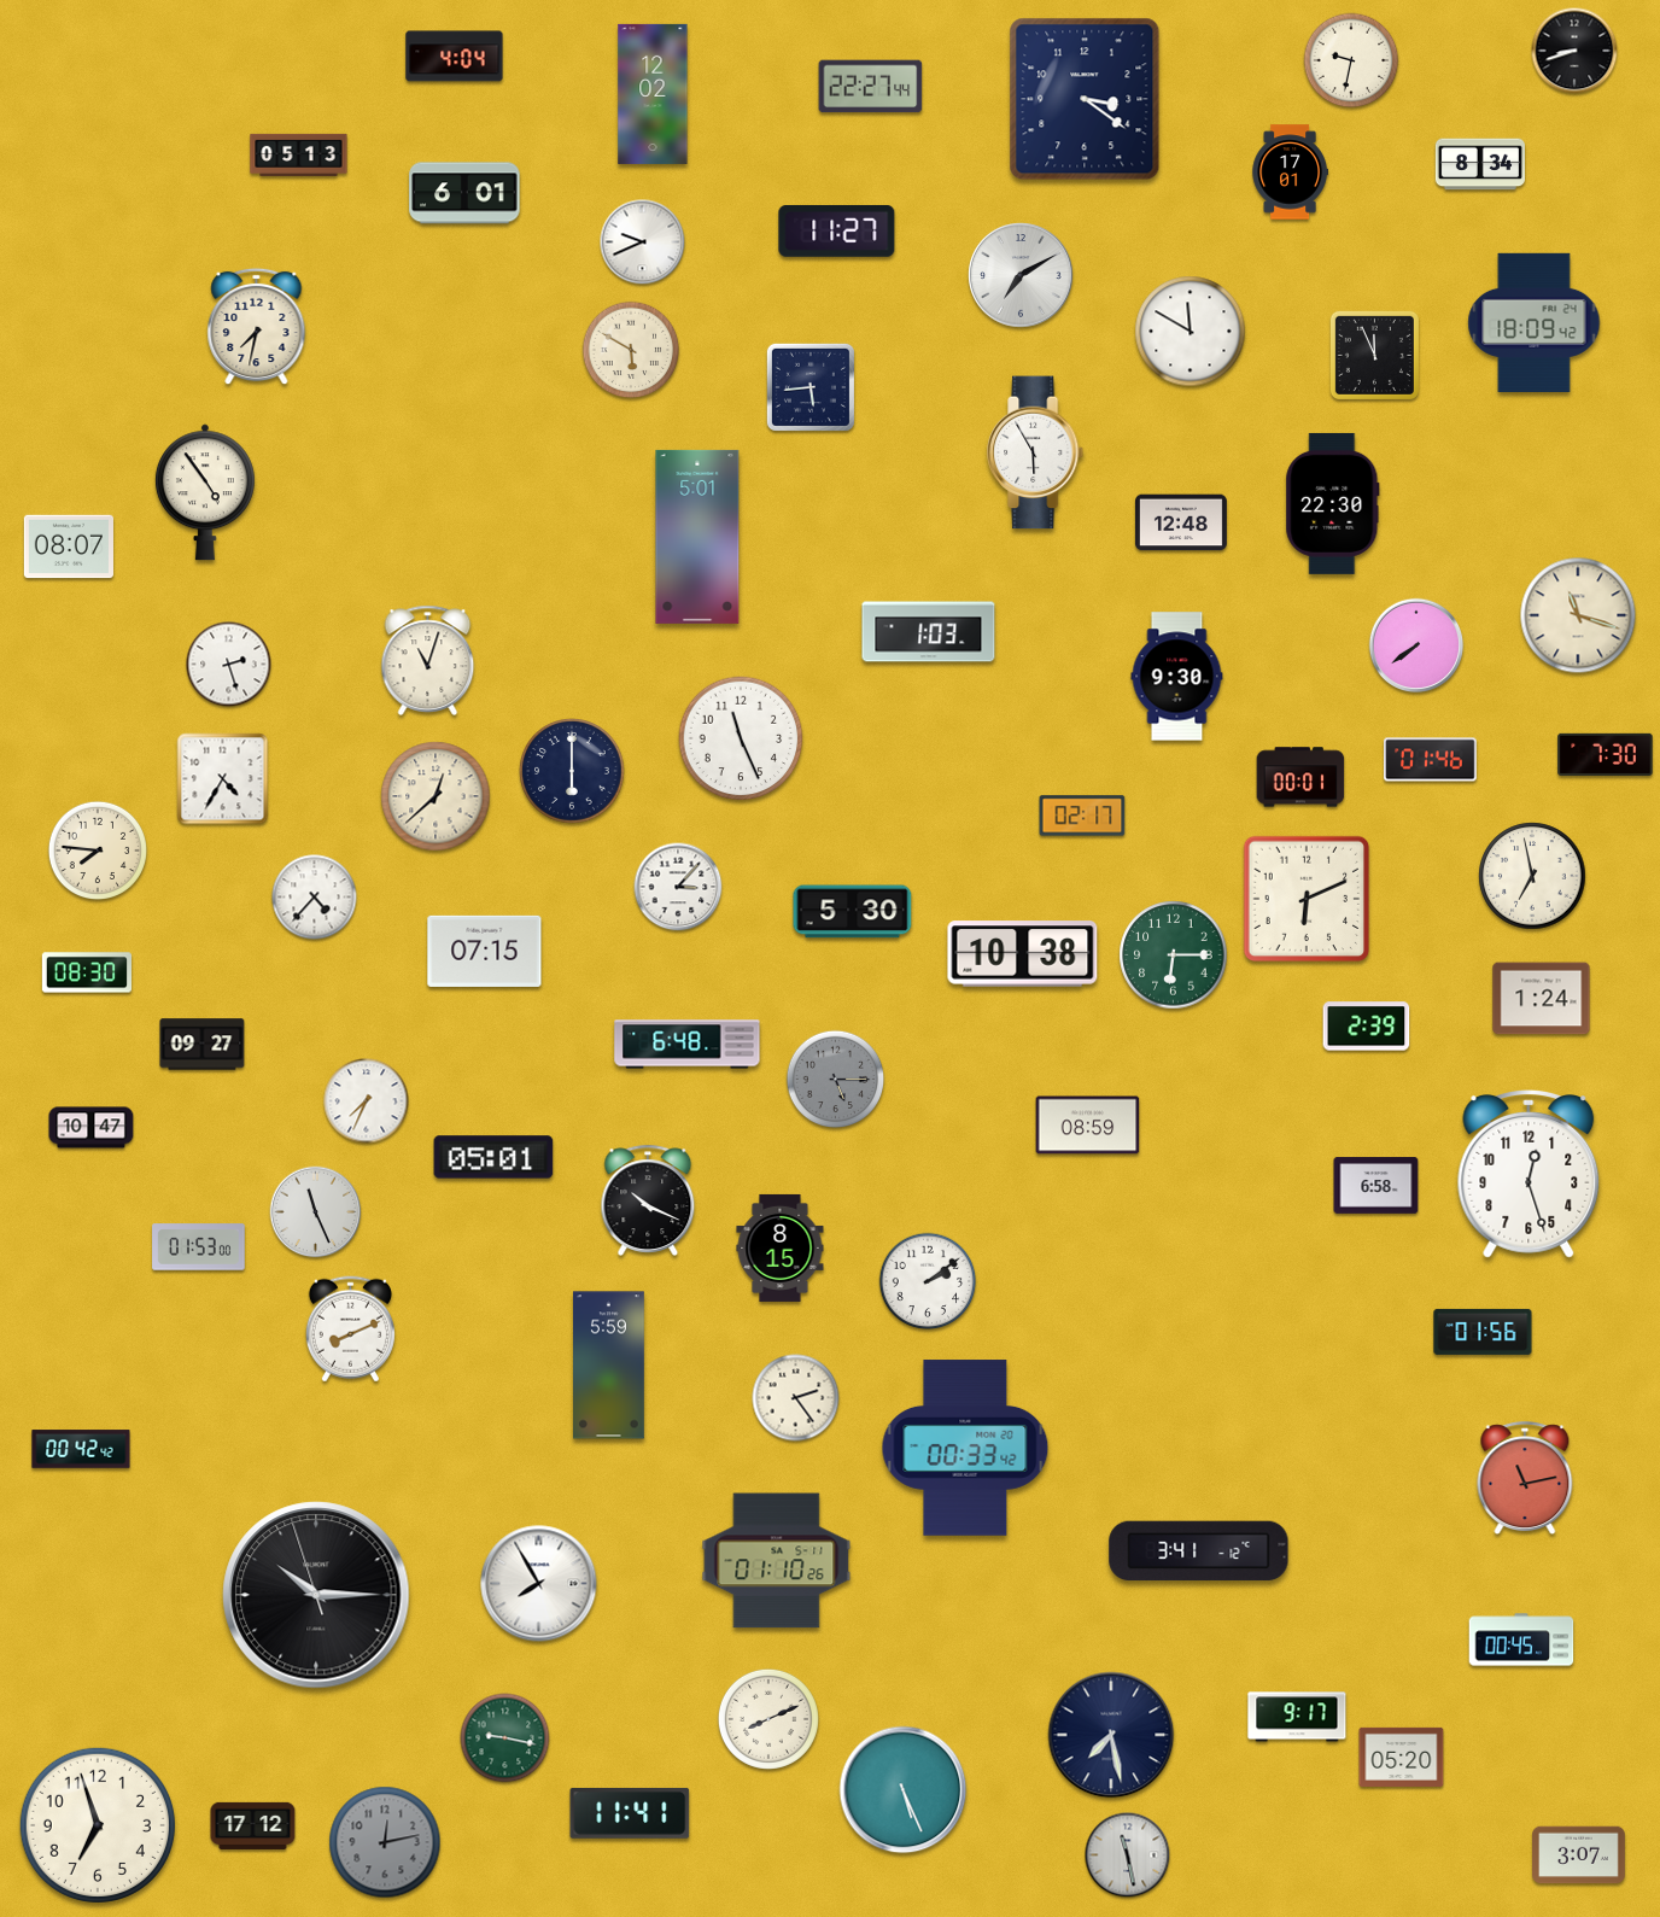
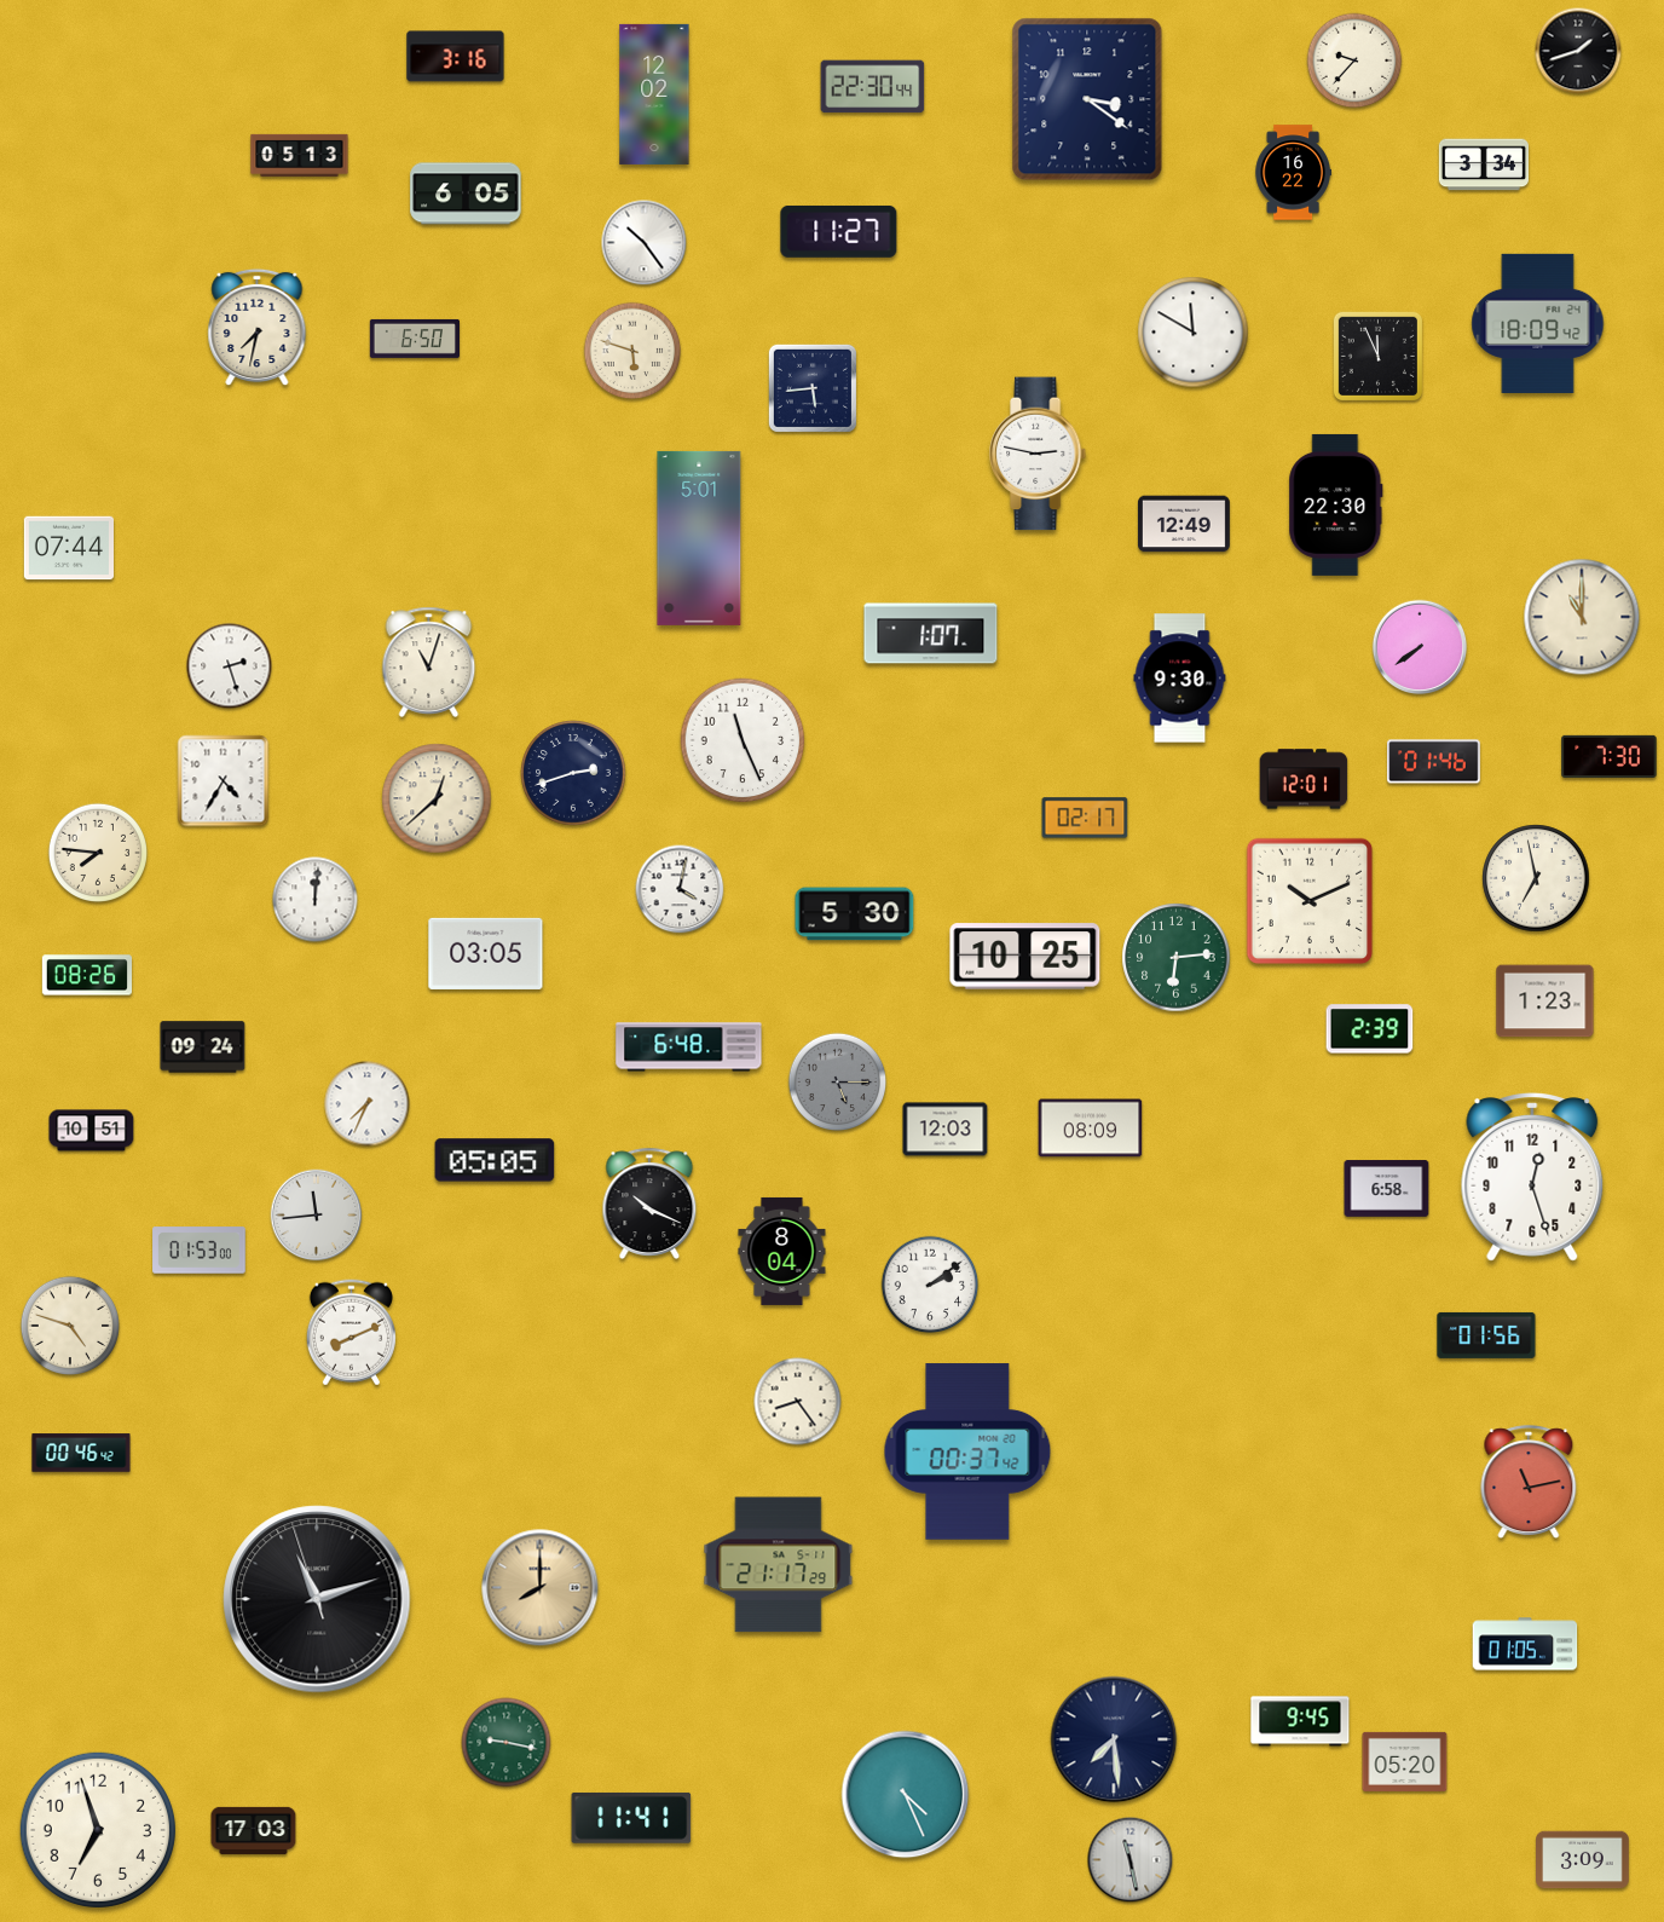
clock at (1574, 51): 8:42 -> 1:42
clock at (455, 57): 4:04 -> 3:16
clock at (1351, 60): 9:32 -> 9:37
clock at (871, 87): 22:27 -> 22:30
clock at (1479, 164): 8:34 -> 3:34
clock at (1290, 173): 17:01 -> 16:22
clock at (464, 193): 6:01 -> 6:05
clock at (643, 242): 9:41 -> 10:24
clock at (1021, 275): 7:10 -> none
clock at (414, 339): none -> 6:50
clock at (631, 350): 5:50 -> 5:48
clock at (1036, 452): 5:55 -> 2:47
clock at (205, 492): 4:54 -> none
clock at (1181, 522): 12:48 -> 12:49
clock at (68, 547): 08:07 -> 07:44
clock at (1578, 615): 11:18 -> 11:00
clock at (929, 632): 1:03 -> 1:07
clock at (572, 771): 6:00 -> 2:42
clock at (1300, 777): 00:01 -> 12:01
clock at (678, 887): 3:07 -> 4:02
clock at (315, 898): 4:37 -> 12:01
clock at (1307, 899): 6:11 -> 10:11
clock at (485, 951): 07:15 -> 03:05
clock at (1023, 954): 10:38 -> 10:25
clock at (1174, 955): 6:15 -> 6:14
clock at (86, 972): 08:30 -> 08:26
clock at (1542, 999): 1:24 -> 1:23
clock at (203, 1045): 09:27 -> 09:24
clock at (1088, 1126): 08:59 -> 08:09
clock at (946, 1130): none -> 12:03
clock at (92, 1128): 10:47 -> 10:51
clock at (493, 1157): 05:01 -> 05:05
clock at (1376, 1186) position: (1376, 1186) -> (1387, 1189)
clock at (316, 1212): 11:26 -> 11:44
clock at (781, 1247): 8:15 -> 8:04
clock at (69, 1324): none -> 4:48
clock at (609, 1366): 5:59 -> none
clock at (796, 1398): 2:24 -> 8:24
clock at (965, 1448): 00:33 -> 00:37
clock at (81, 1449): 00:42 -> 00:46
clock at (1199, 1551): 3:41 -> none
clock at (777, 1561): 01:10 -> 21:17
clock at (539, 1584): 7:55 -> 8:00
clock at (539, 1584) dial: white -> champagne
clock at (316, 1595): 10:14 -> 11:11
clock at (1521, 1640): 00:45 -> 01:05
clock at (1297, 1717): 9:17 -> 9:45
clock at (768, 1719): 8:11 -> none
clock at (1111, 1735): 7:28 -> 7:29
clock at (904, 1790): 5:26 -> 4:26
clock at (253, 1825): 17:12 -> 17:03
clock at (385, 1842): 12:13 -> none
clock at (1579, 1855): 3:07 -> 3:09
